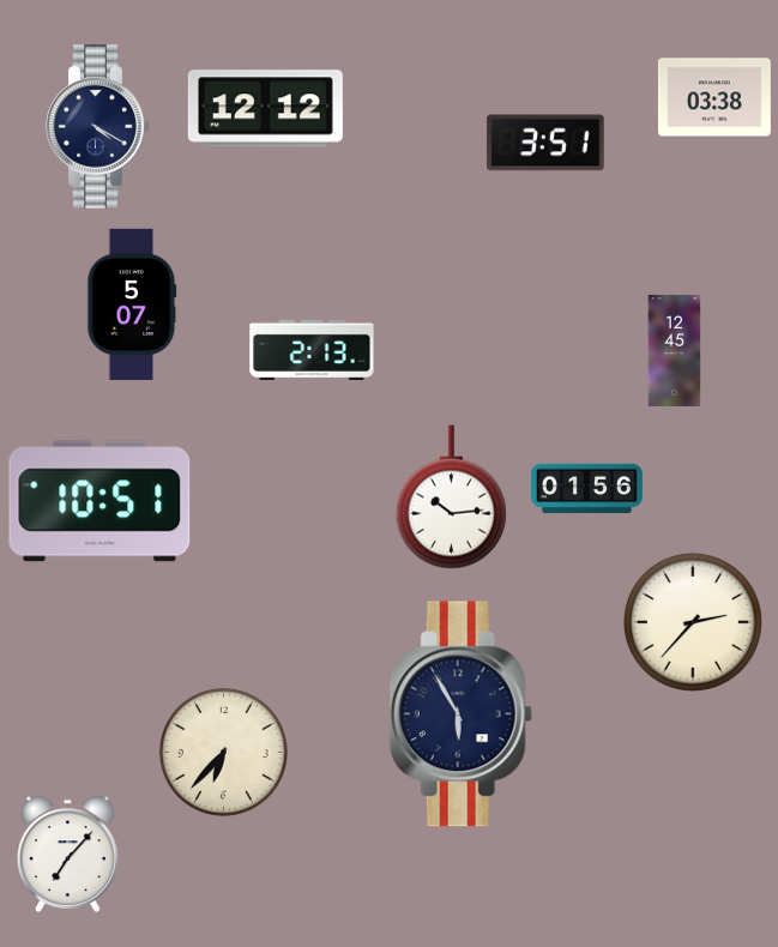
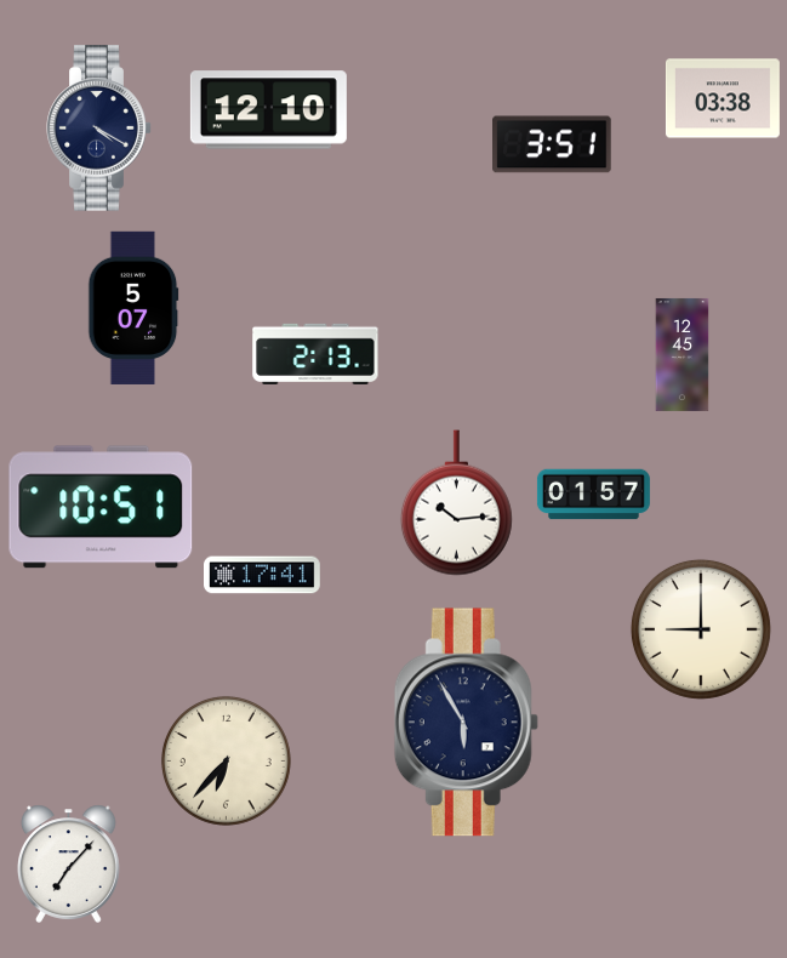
clock at (265, 109): 12:12 -> 12:10
clock at (586, 489): 01:56 -> 01:57
clock at (263, 575): none -> 17:41
clock at (693, 622): 2:37 -> 9:00
